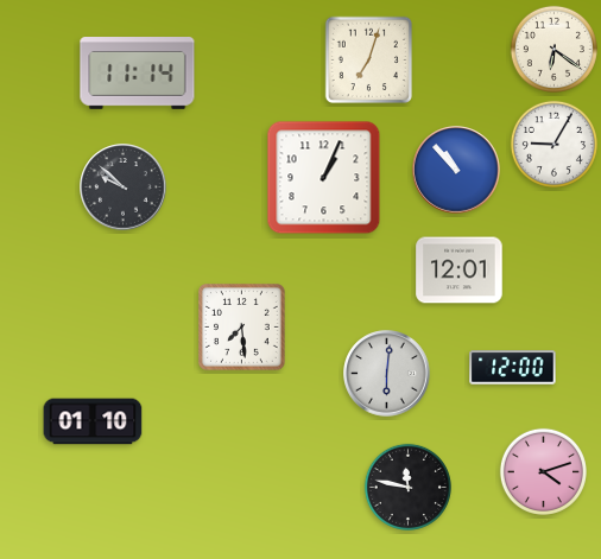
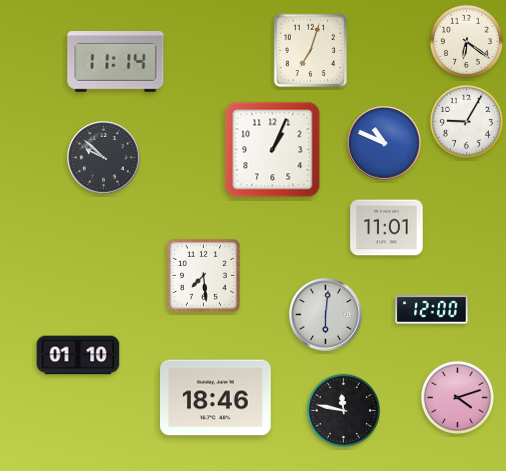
clock at (456, 170): 10:53 -> 10:49
clock at (460, 271): 12:01 -> 11:01
clock at (216, 398): none -> 18:46
